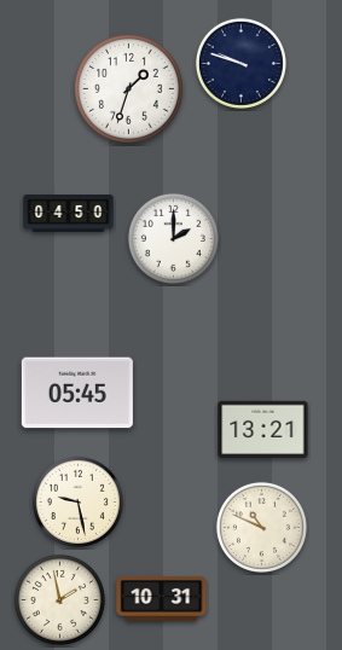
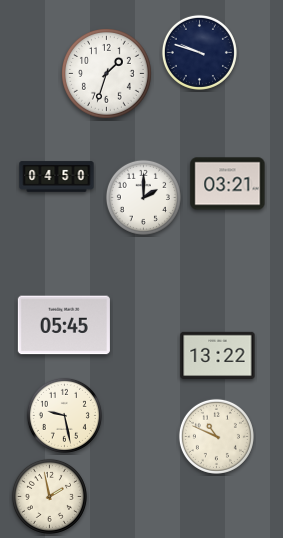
clock at (228, 184): none -> 03:21
clock at (263, 429): 13:21 -> 13:22
clock at (162, 599): 10:31 -> none
